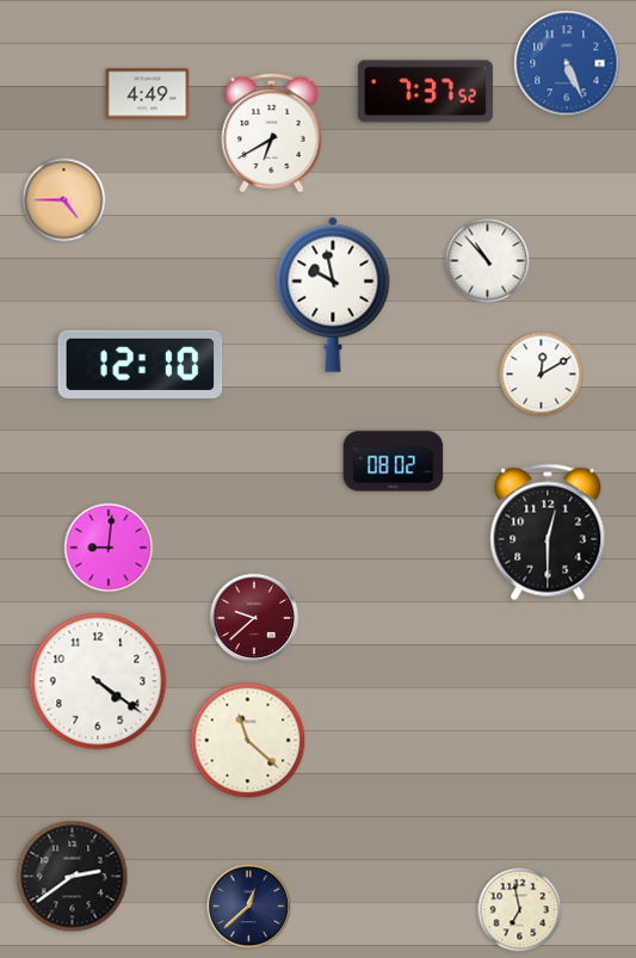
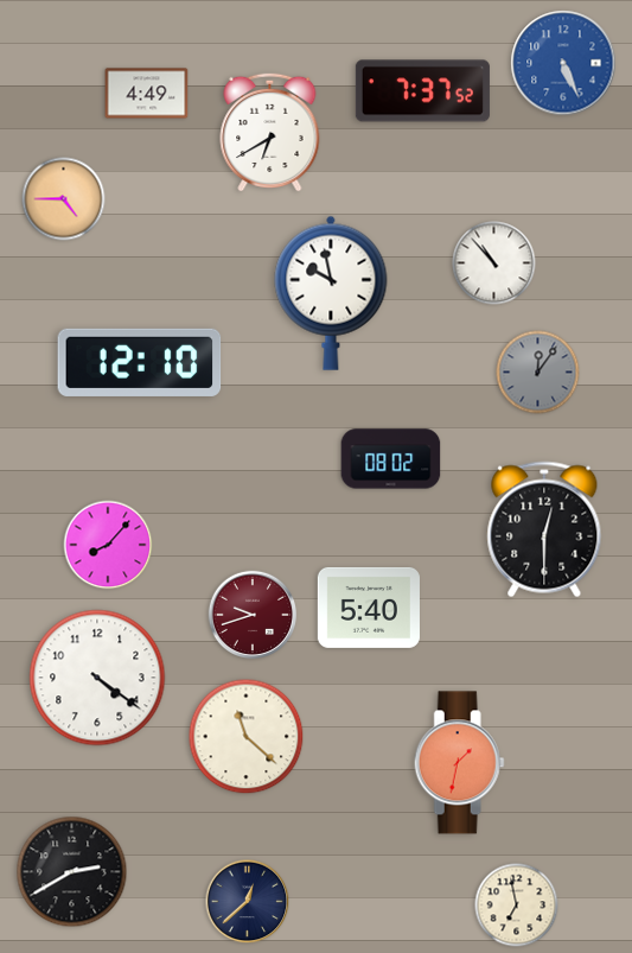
clock at (488, 261) position: (488, 261) -> (494, 263)
clock at (542, 375): 12:10 -> 12:06
clock at (542, 375) dial: white -> grey
clock at (109, 548): 9:01 -> 8:07
clock at (369, 608): none -> 5:40
clock at (254, 618): 9:38 -> 9:42
clock at (459, 763): none -> 1:32
clock at (73, 877): 2:39 -> 2:40
